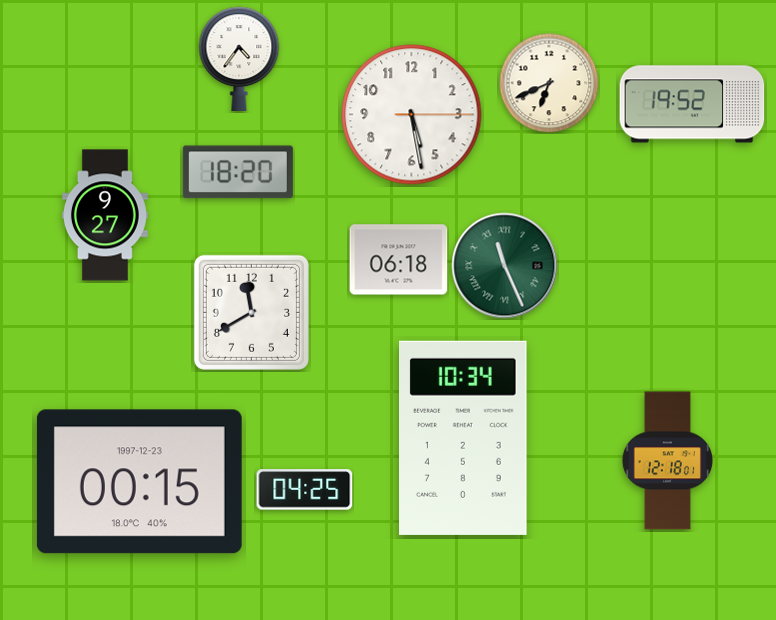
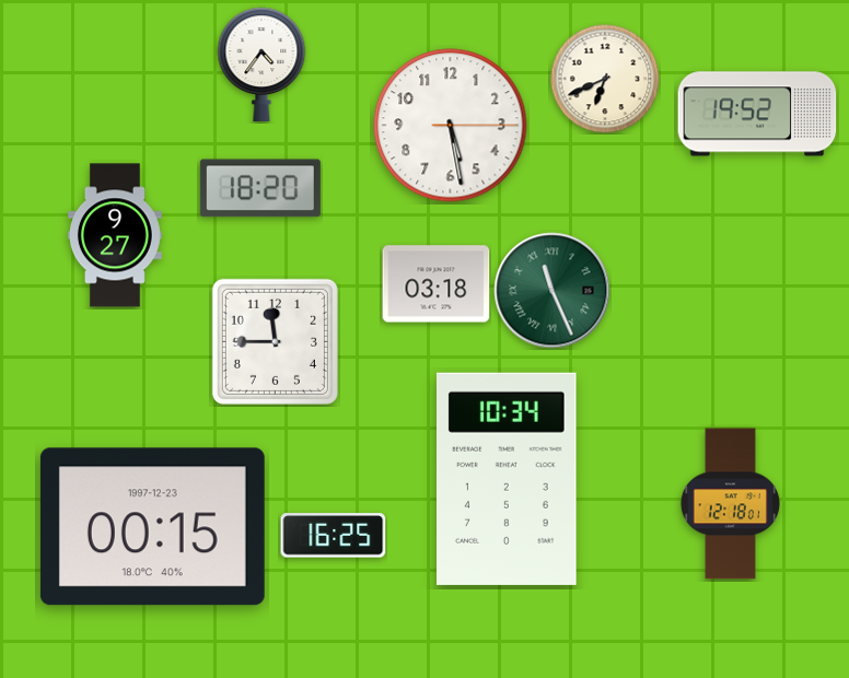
clock at (549, 83) position: (549, 83) -> (605, 79)
clock at (399, 260): 06:18 -> 03:18
clock at (251, 312): 11:40 -> 11:45
clock at (305, 490): 04:25 -> 16:25
